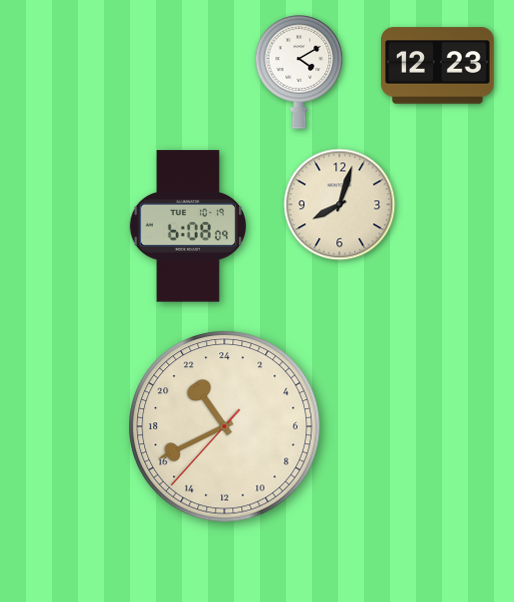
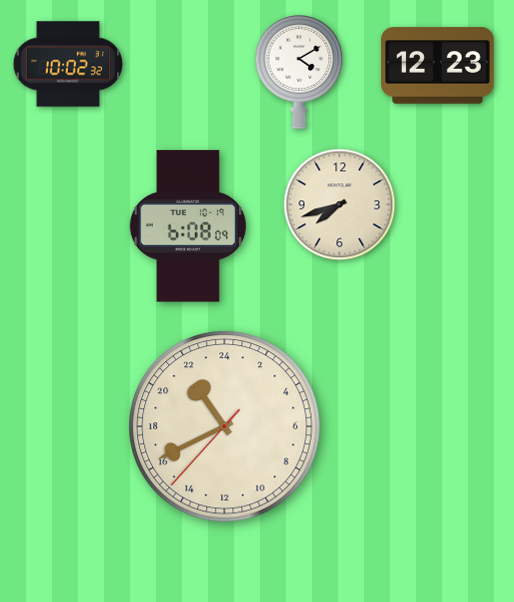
clock at (68, 64): none -> 10:02
clock at (340, 205): 8:03 -> 7:42
